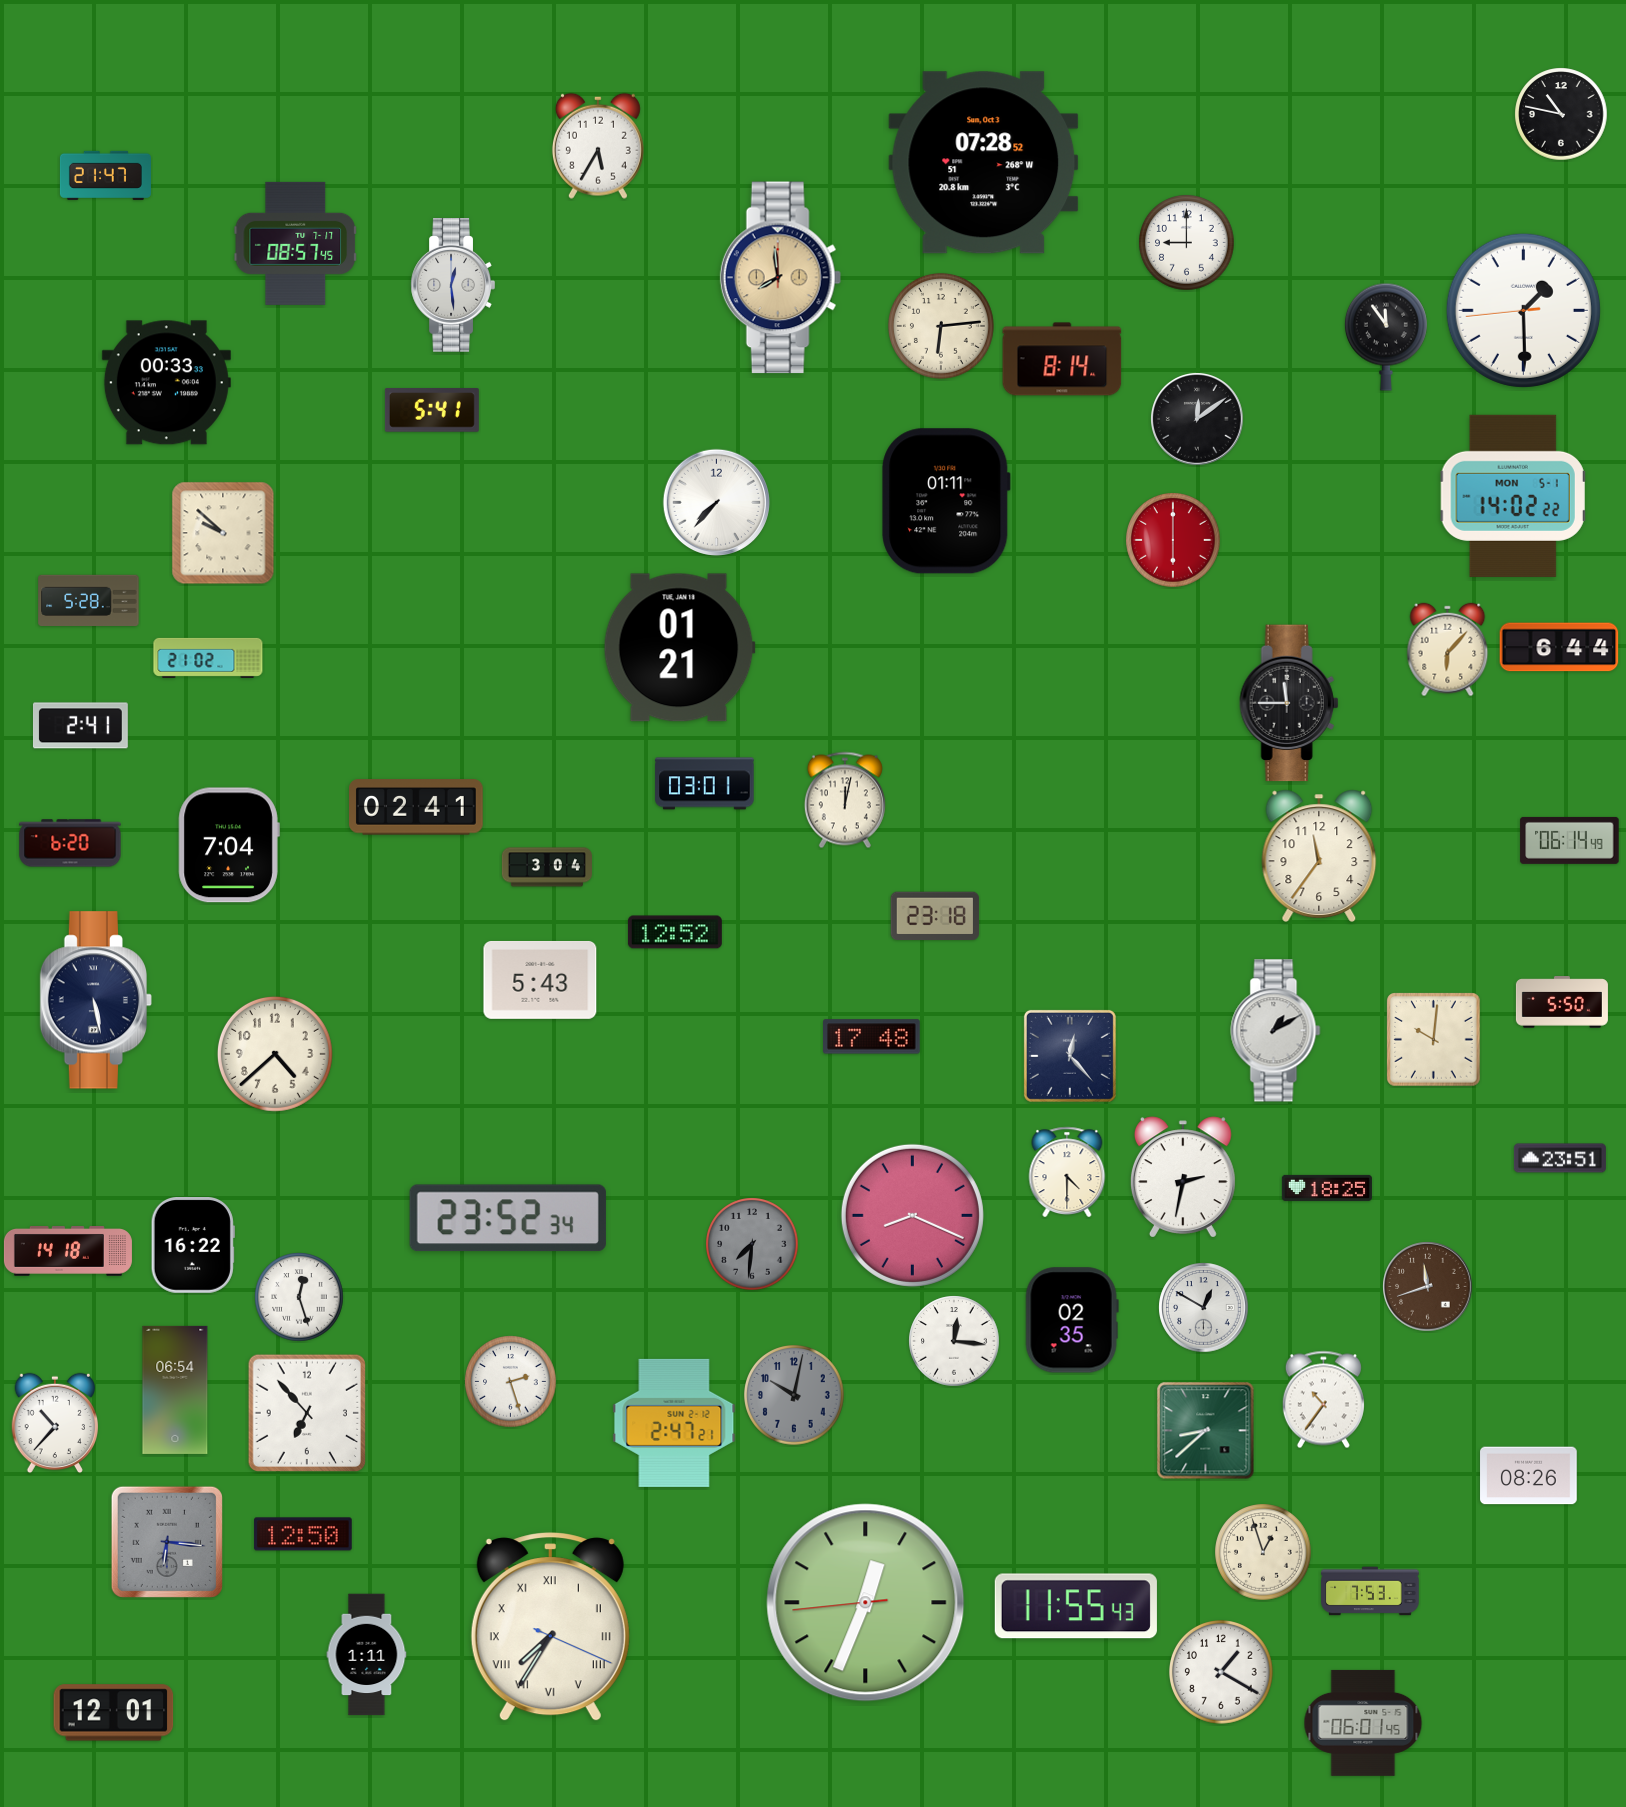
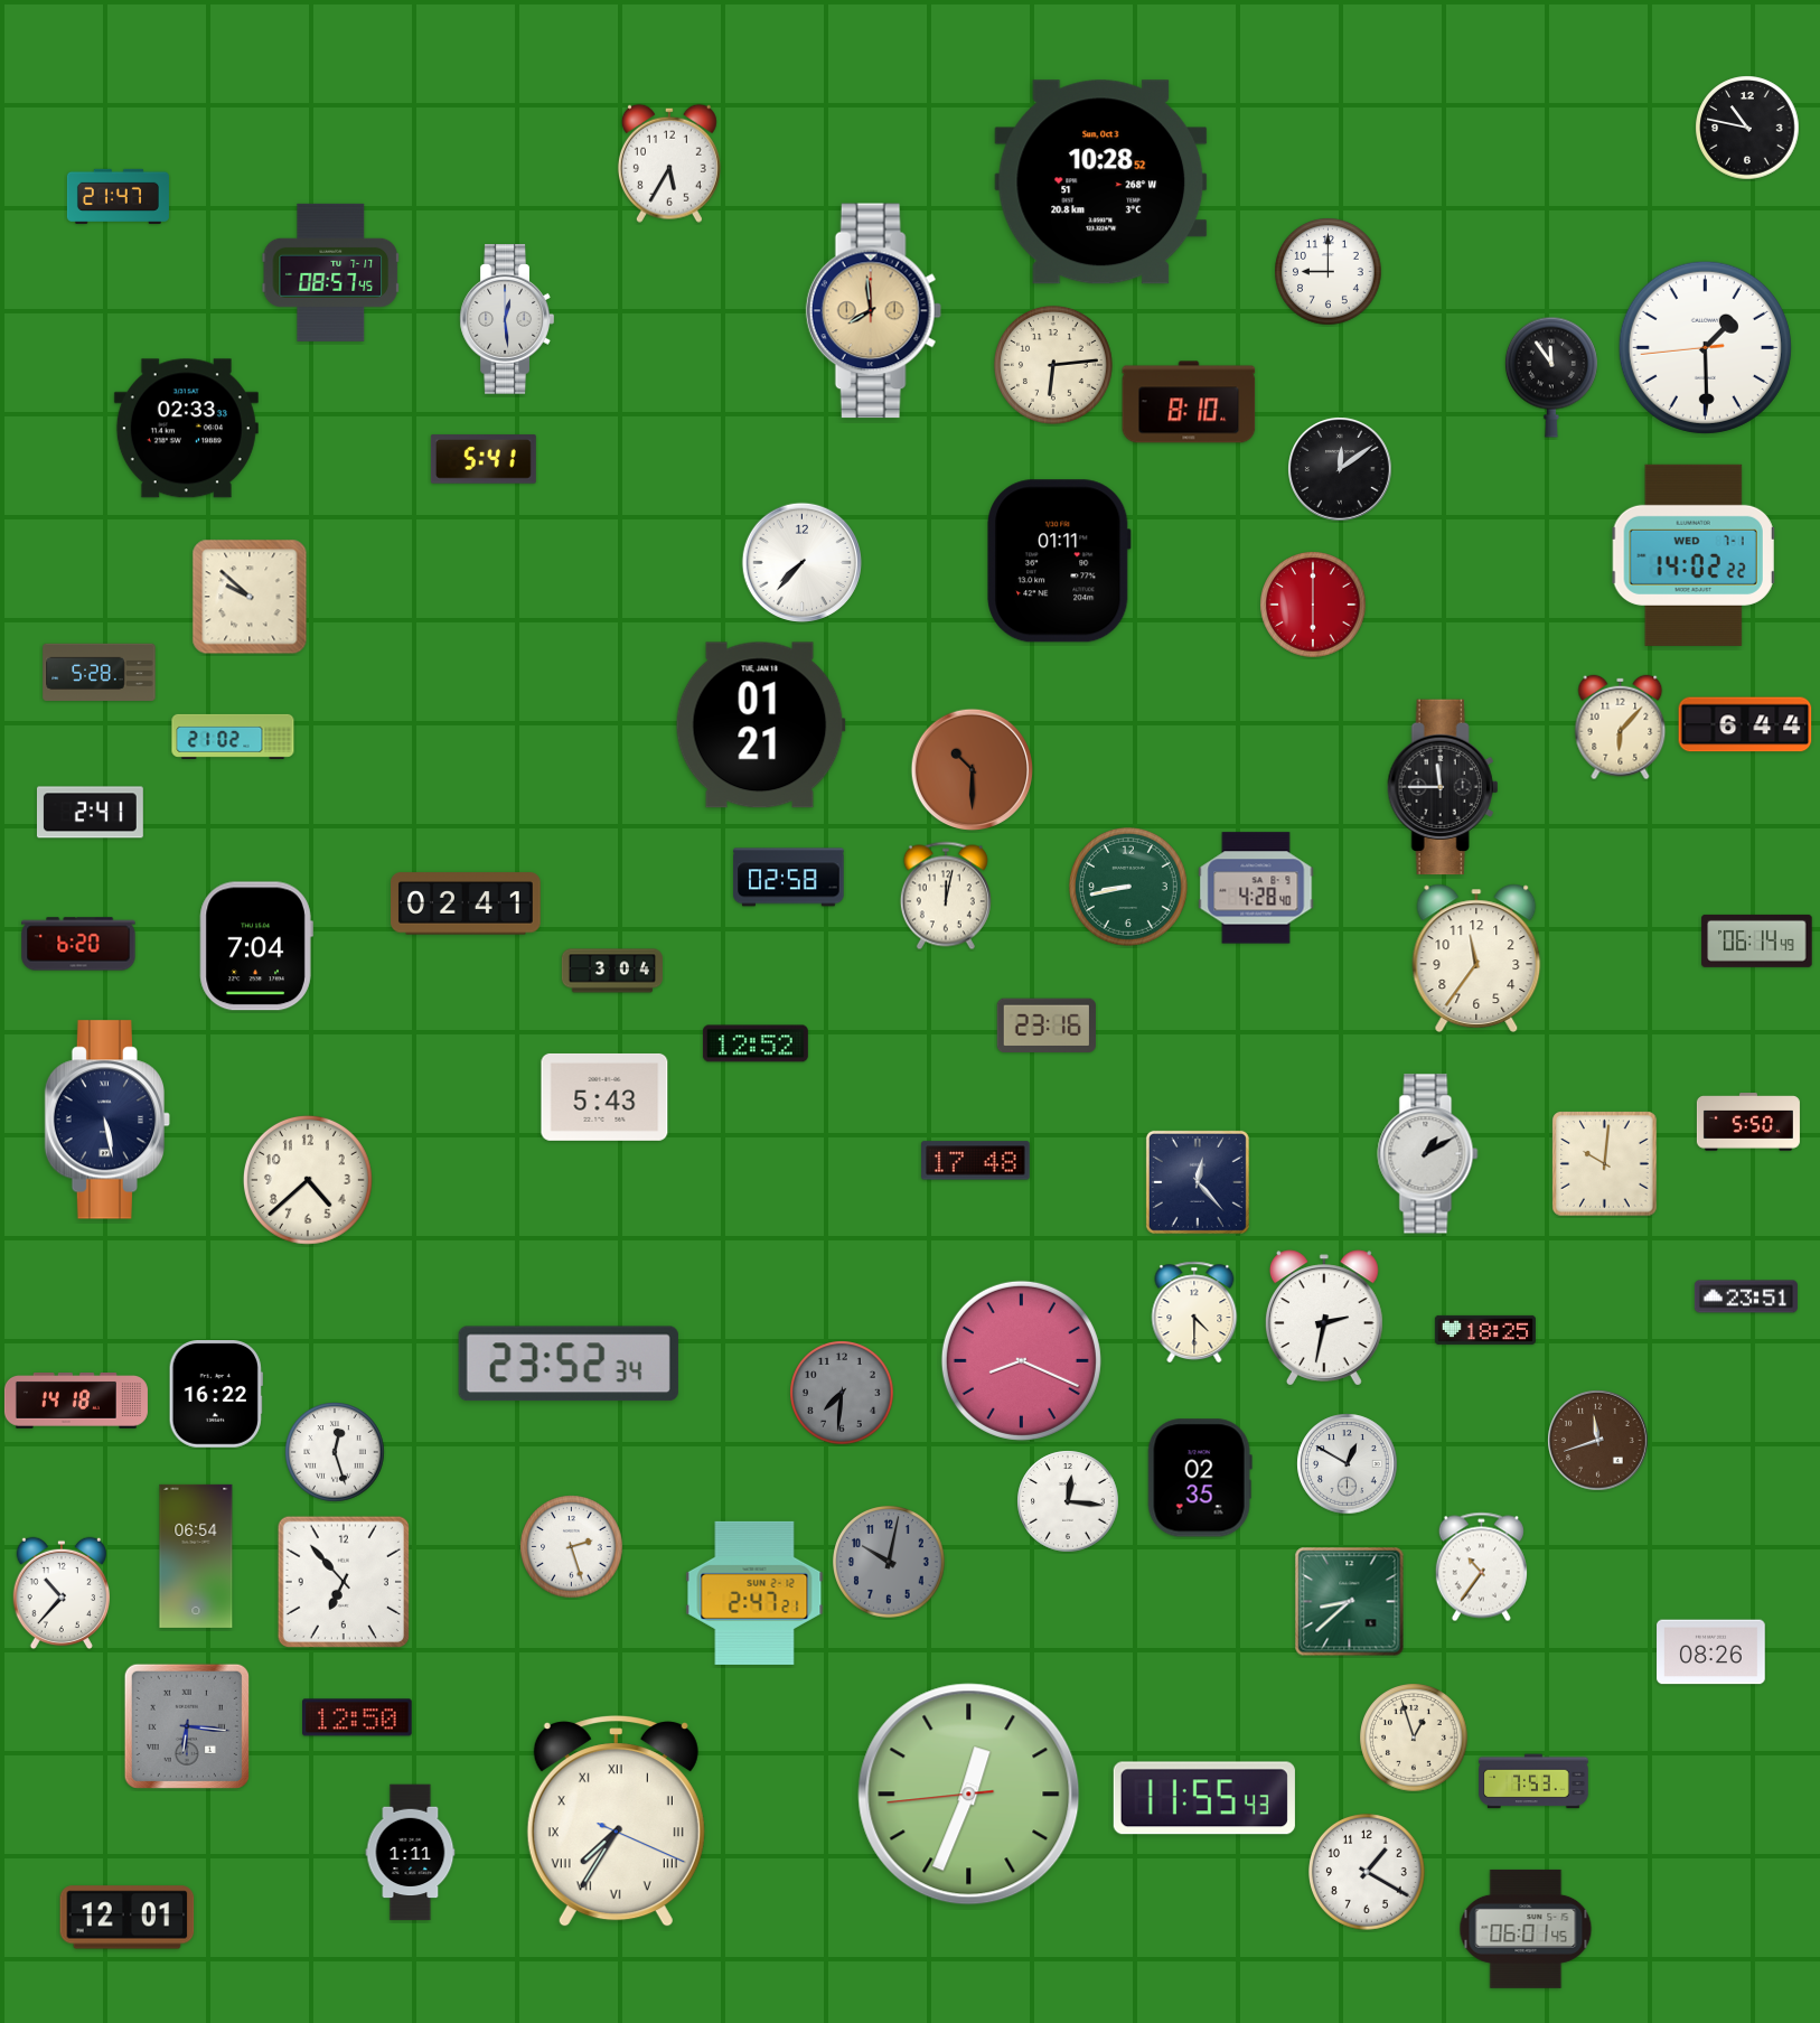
clock at (984, 163): 07:28 -> 10:28
clock at (1062, 359): 8:14 -> 8:10
clock at (166, 383): 00:33 -> 02:33
clock at (1513, 496) date: MON 5-1 -> WED 7-1
clock at (972, 769): none -> 10:30
clock at (705, 784): 03:01 -> 02:58
clock at (1128, 887): none -> 8:43
clock at (1256, 888): none -> 4:28
clock at (935, 916): 23:18 -> 23:16
clock at (303, 1534) position: (303, 1534) -> (357, 1717)
